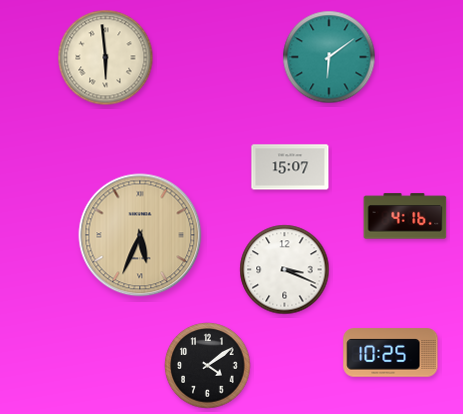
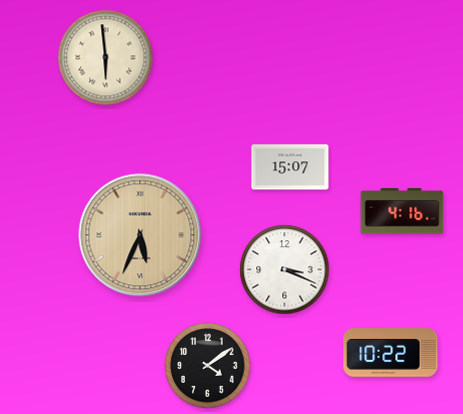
clock at (329, 57): 6:09 -> none
clock at (405, 216) position: (405, 216) -> (402, 211)
clock at (391, 353): 10:25 -> 10:22
